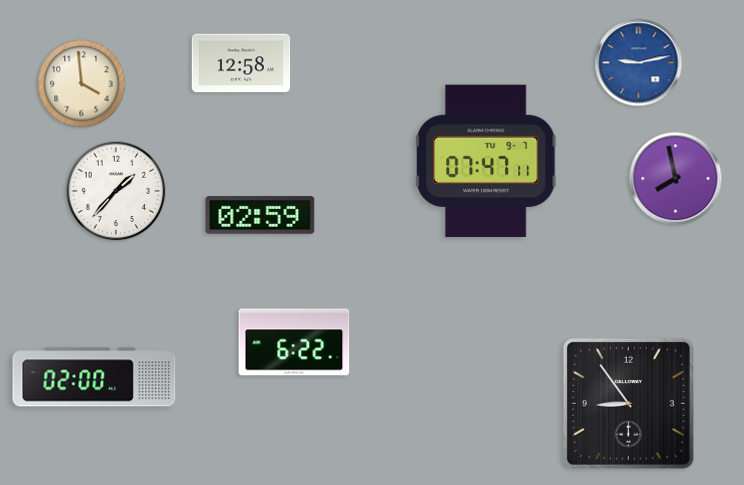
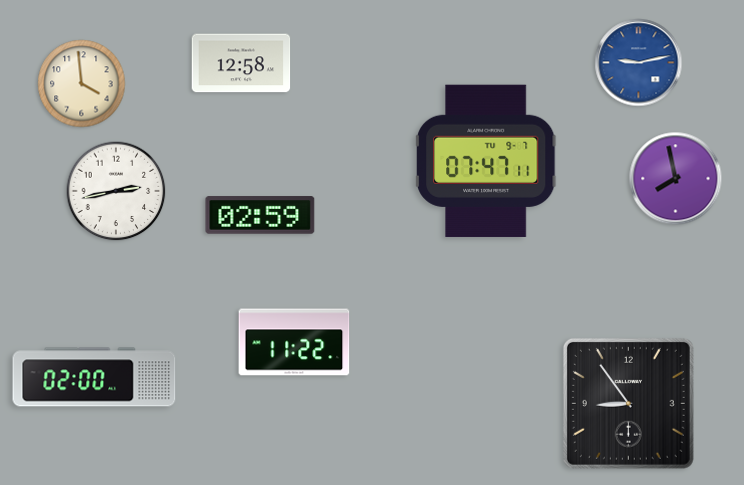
clock at (116, 191): 1:37 -> 2:43
clock at (294, 342): 6:22 -> 11:22
